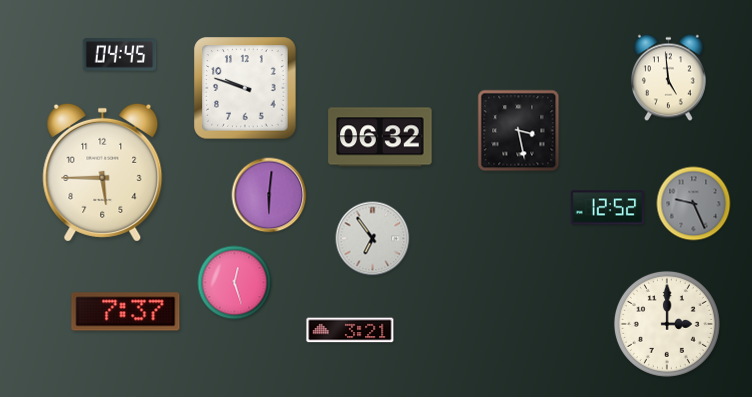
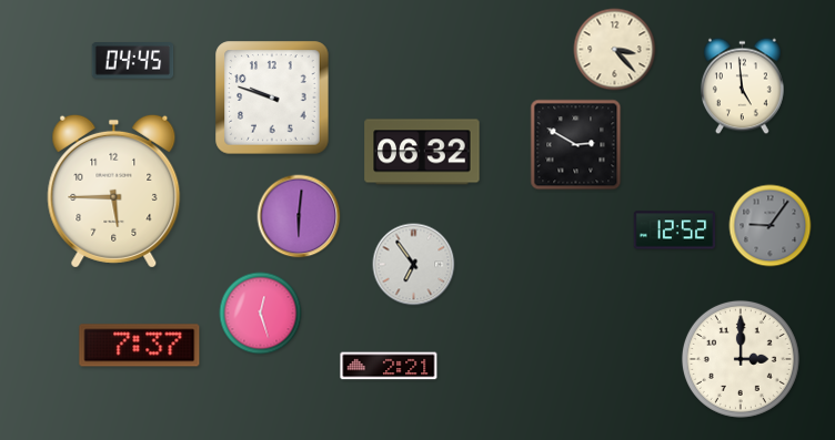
clock at (615, 50): none -> 3:23
clock at (519, 131): 3:28 -> 2:50
clock at (694, 204): 9:26 -> 9:06
clock at (350, 330): 3:21 -> 2:21
